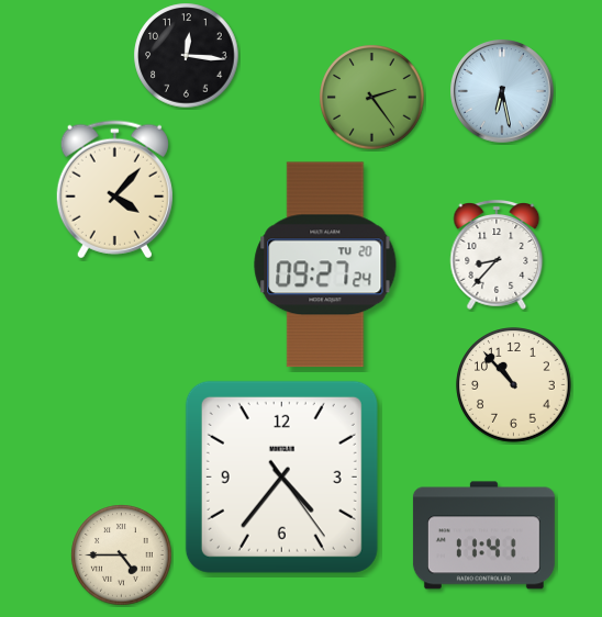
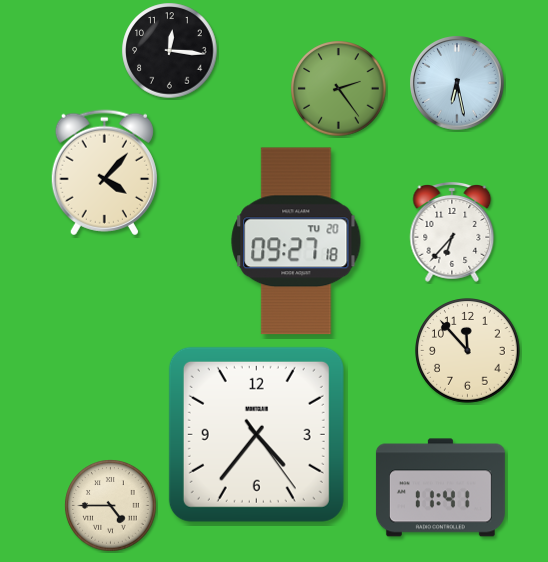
clock at (497, 256): 8:37 -> 6:37
clock at (325, 265): 09:27:24 -> 09:27:18
clock at (514, 385): 10:53 -> 11:53
